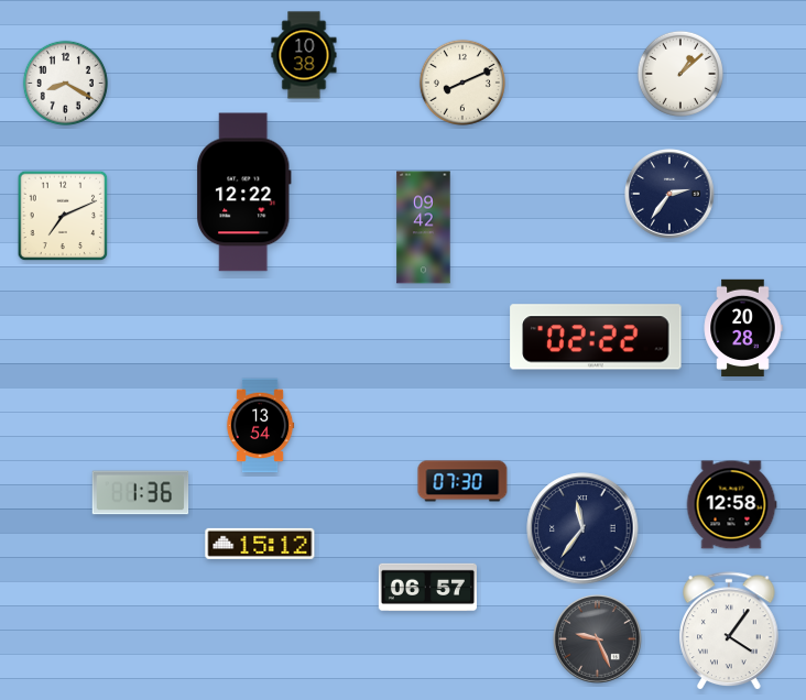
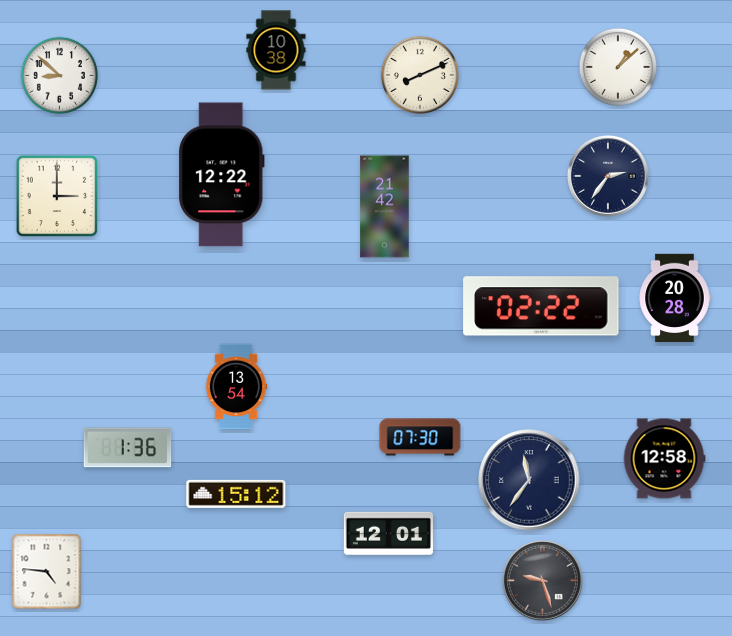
clock at (65, 83): 8:20 -> 8:52
clock at (63, 216): 7:11 -> 3:00
clock at (424, 228): 09:42 -> 21:42
clock at (427, 588): 06:57 -> 12:01
clock at (47, 572): none -> 4:46
clock at (729, 631): 4:06 -> none
clock at (598, 639): 9:26 -> 9:27
